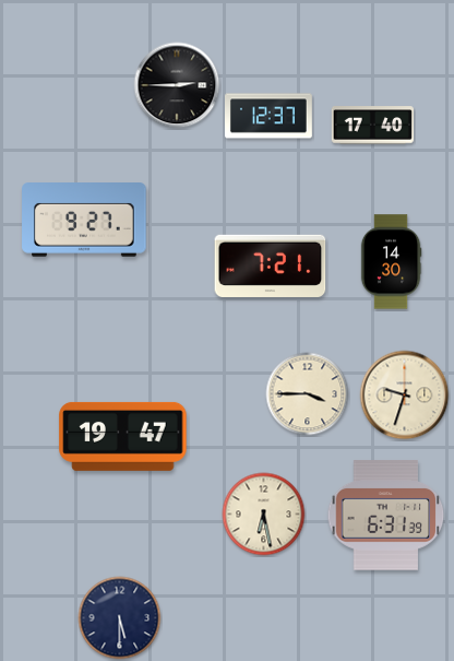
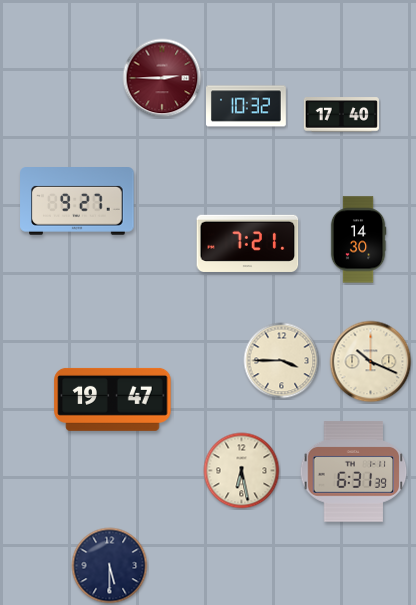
clock at (177, 85) dial: black -> burgundy
clock at (270, 116): 12:37 -> 10:32
clock at (405, 396): 9:33 -> 10:19
